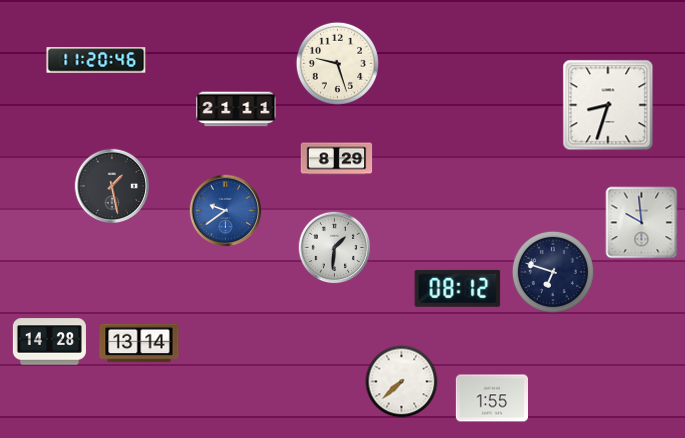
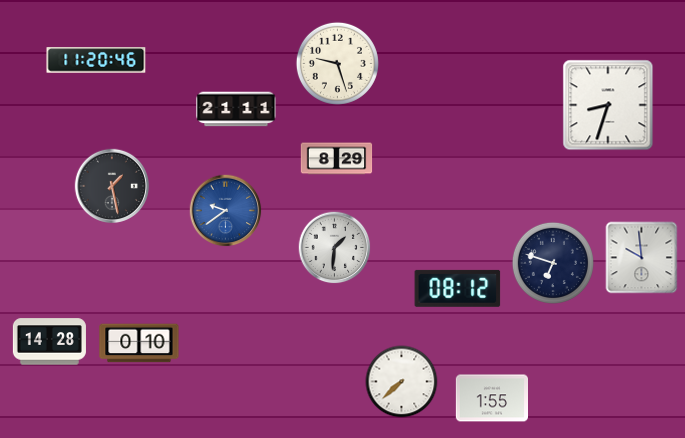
clock at (642, 223) position: (642, 223) -> (642, 258)
clock at (553, 272) position: (553, 272) -> (553, 263)
clock at (139, 343): 13:14 -> 0:10
